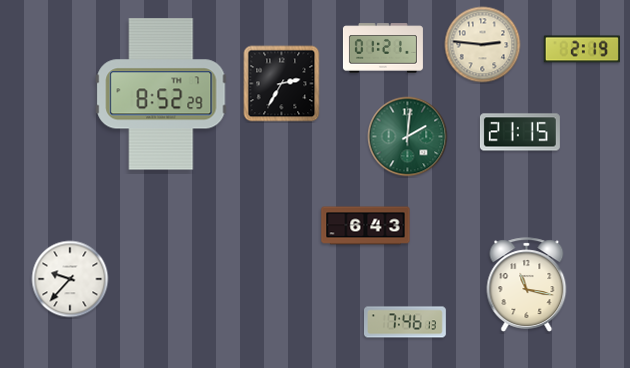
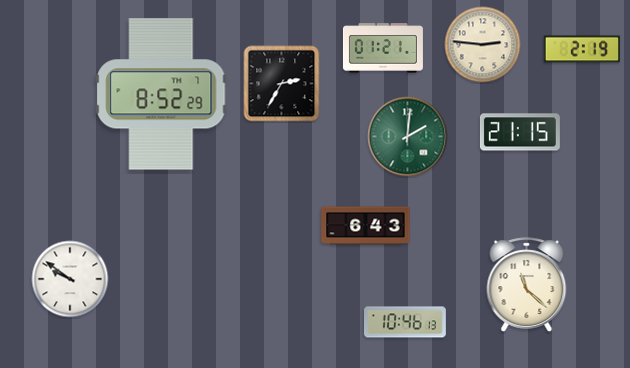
clock at (70, 279): 9:37 -> 9:51
clock at (527, 285): 11:17 -> 11:22
clock at (406, 322): 7:46 -> 10:46
